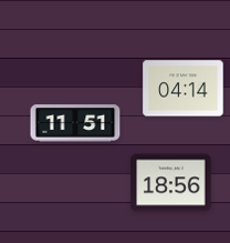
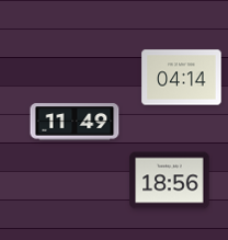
clock at (184, 89) position: (184, 89) -> (182, 78)
clock at (75, 123): 11:51 -> 11:49
